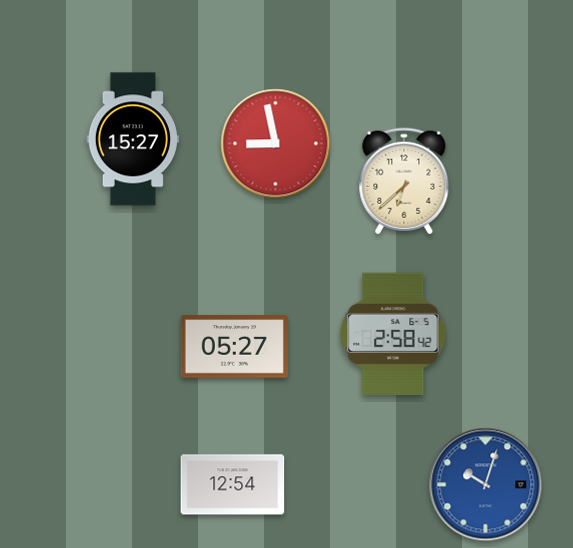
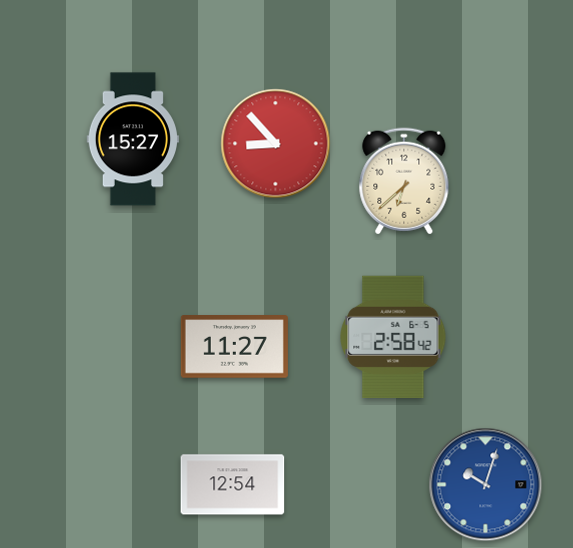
clock at (276, 144): 8:58 -> 8:53
clock at (393, 333) position: (393, 333) -> (393, 336)
clock at (234, 347): 05:27 -> 11:27
